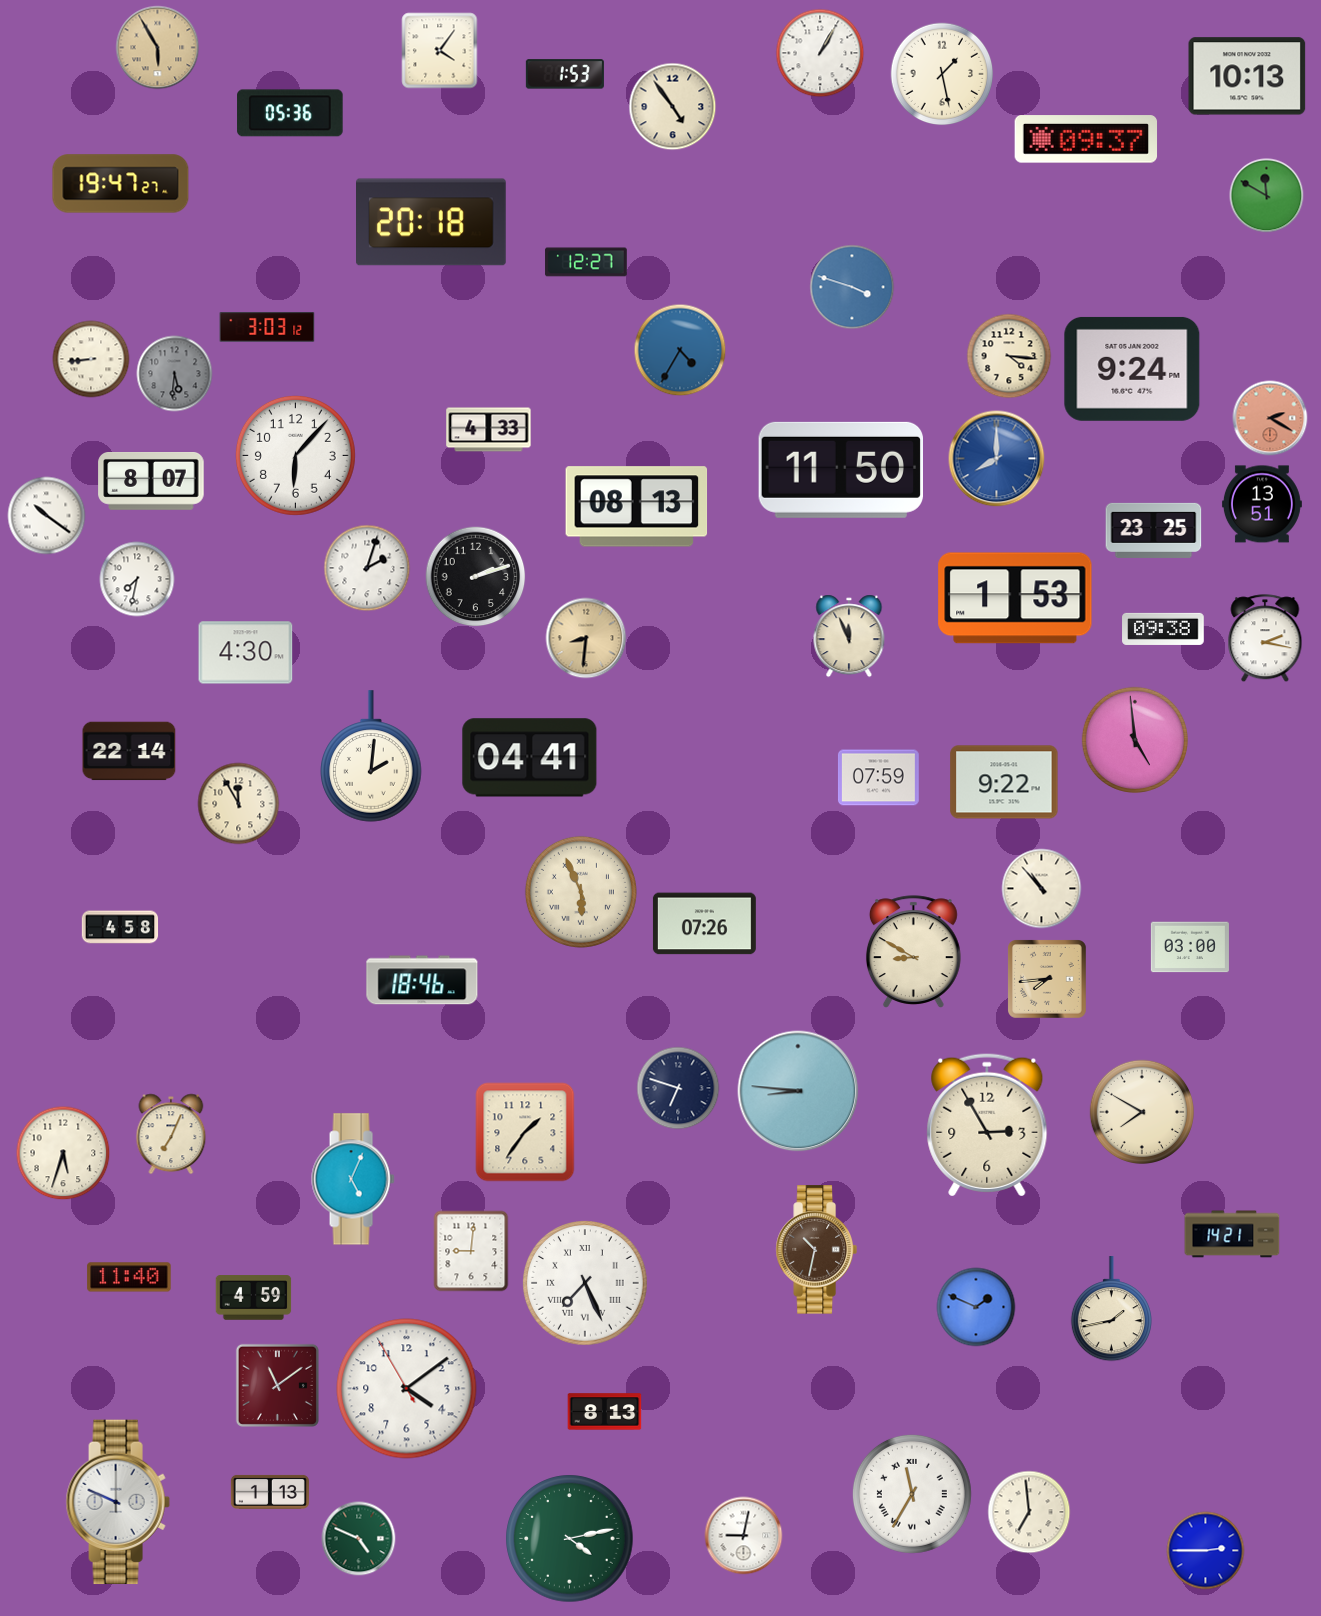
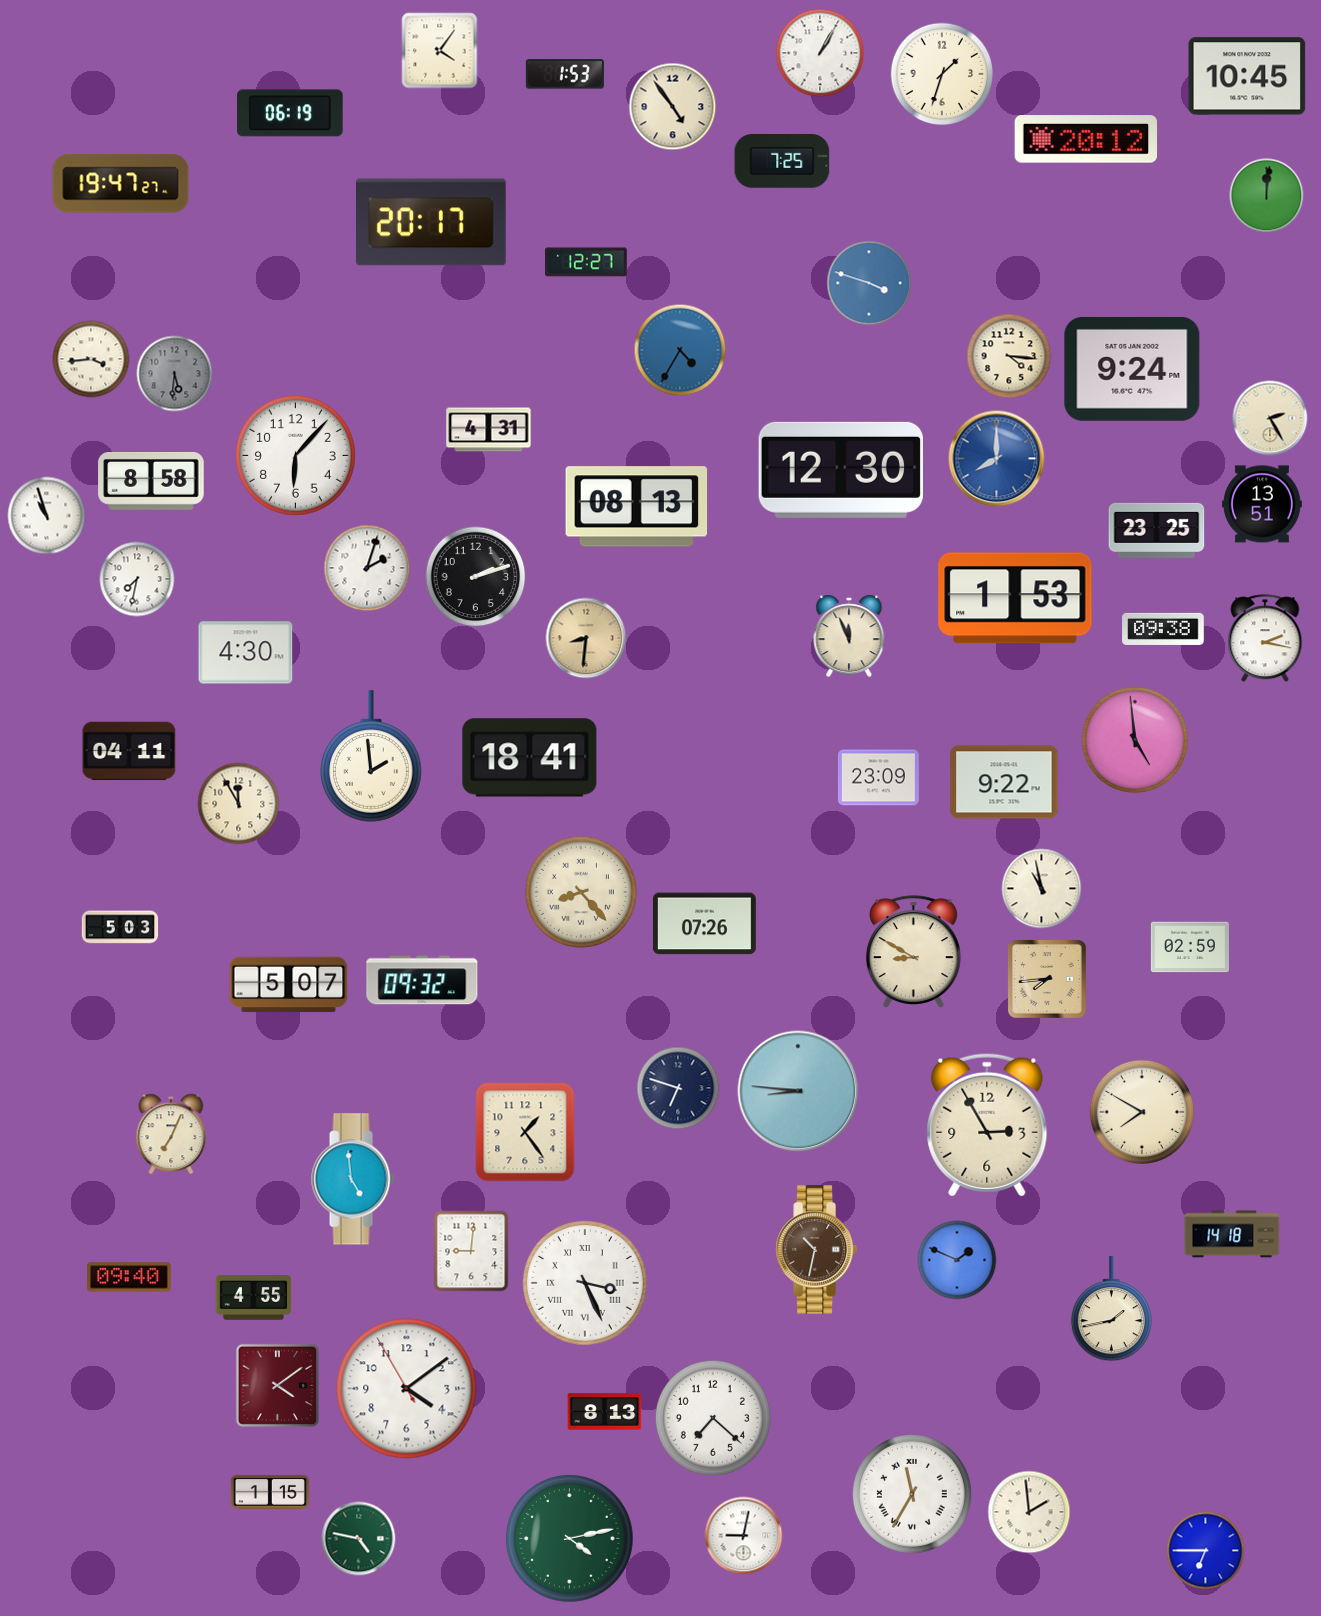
clock at (158, 48): 5:55 -> none
clock at (942, 74): 1:28 -> 1:33
clock at (1247, 76): 10:13 -> 10:45
clock at (290, 113): 05:36 -> 06:19
clock at (1086, 139): 09:37 -> 20:12
clock at (782, 162): none -> 7:25
clock at (1267, 196): 11:50 -> 12:01
clock at (432, 222): 20:18 -> 20:17
clock at (852, 287) position: (852, 287) -> (869, 283)
clock at (267, 327): 3:03 -> none
clock at (91, 359): 8:44 -> 3:44
clock at (1270, 418): 2:20 -> 2:25
clock at (1270, 418) dial: salmon -> cream
clock at (489, 430): 4:33 -> 4:31
clock at (840, 470): 11:50 -> 12:30
clock at (151, 482): 8:07 -> 8:58
clock at (47, 516): 10:21 -> 10:57
clock at (1154, 530) position: (1154, 530) -> (1157, 530)
clock at (129, 751): 22:14 -> 04:11
clock at (371, 756): 2:01 -> 1:59
clock at (530, 758): 04:41 -> 18:41
clock at (879, 778): 07:59 -> 23:09
clock at (1042, 889): 10:53 -> 10:58
clock at (581, 892): 5:56 -> 8:23
clock at (120, 927): 4:58 -> 5:03
clock at (1190, 947): 03:00 -> 02:59
clock at (422, 980): 18:46 -> 09:32
clock at (289, 985): none -> 5:07
clock at (525, 1132): 1:36 -> 1:24
clock at (63, 1153): 5:33 -> none
clock at (353, 1179): 5:04 -> 4:59
clock at (1232, 1234): 14:21 -> 14:18
clock at (129, 1277): 11:40 -> 09:40
clock at (586, 1284): 7:26 -> 3:26
clock at (254, 1298): 4:59 -> 4:55
clock at (976, 1307) position: (976, 1307) -> (957, 1260)
clock at (277, 1385): 11:09 -> 4:09
clock at (713, 1418): none -> 7:22
clock at (270, 1492): 1:13 -> 1:15
clock at (118, 1502): 9:49 -> none
clock at (1029, 1512): 6:59 -> 1:59
clock at (359, 1539): 4:49 -> 4:47
clock at (1206, 1551): 2:45 -> 6:45
